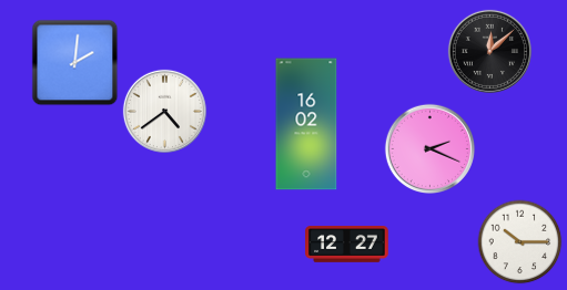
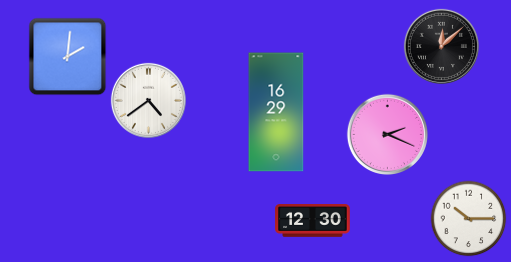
clock at (306, 124): 16:02 -> 16:29
clock at (347, 245): 12:27 -> 12:30
